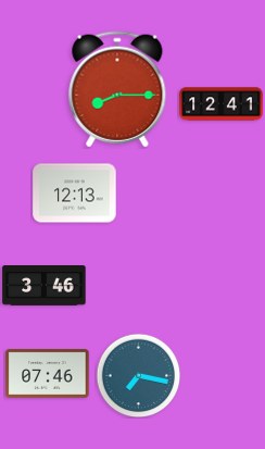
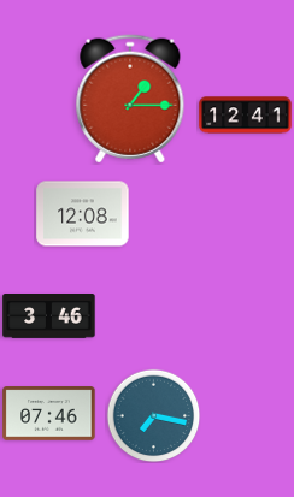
clock at (117, 89): 8:15 -> 1:15
clock at (75, 194): 12:13 -> 12:08
clock at (48, 374) position: (48, 374) -> (49, 414)
